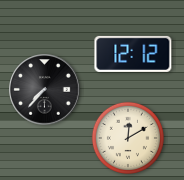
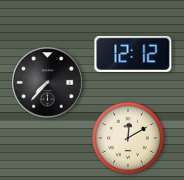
clock at (45, 90) position: (45, 90) -> (48, 83)
